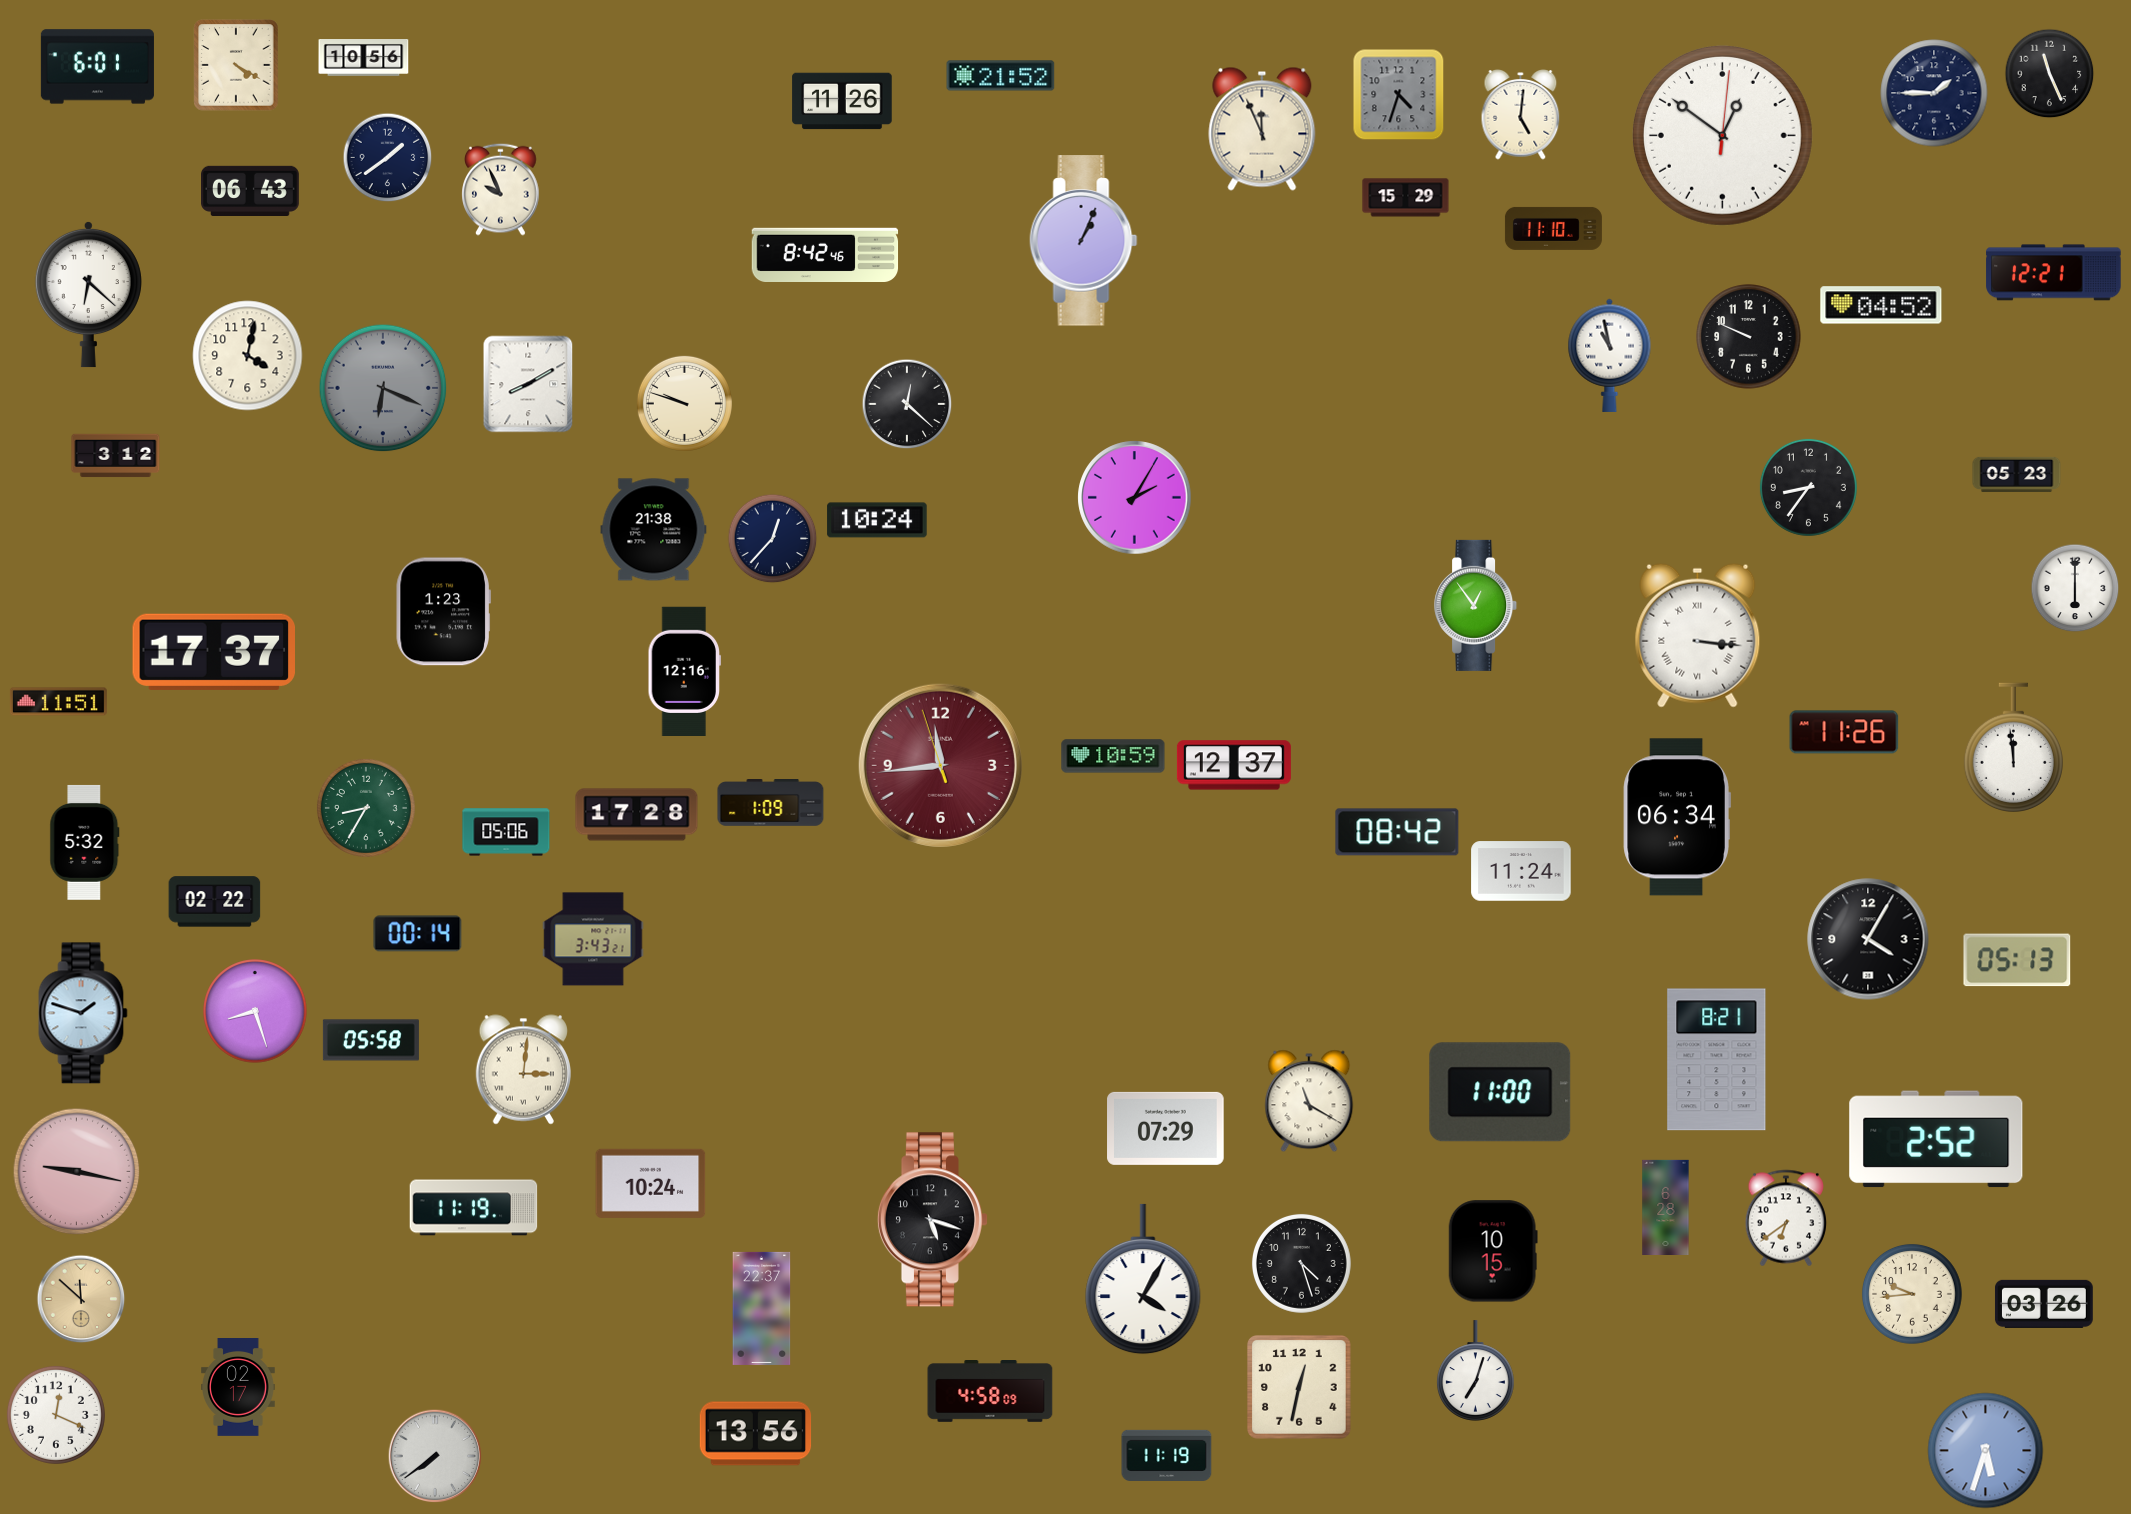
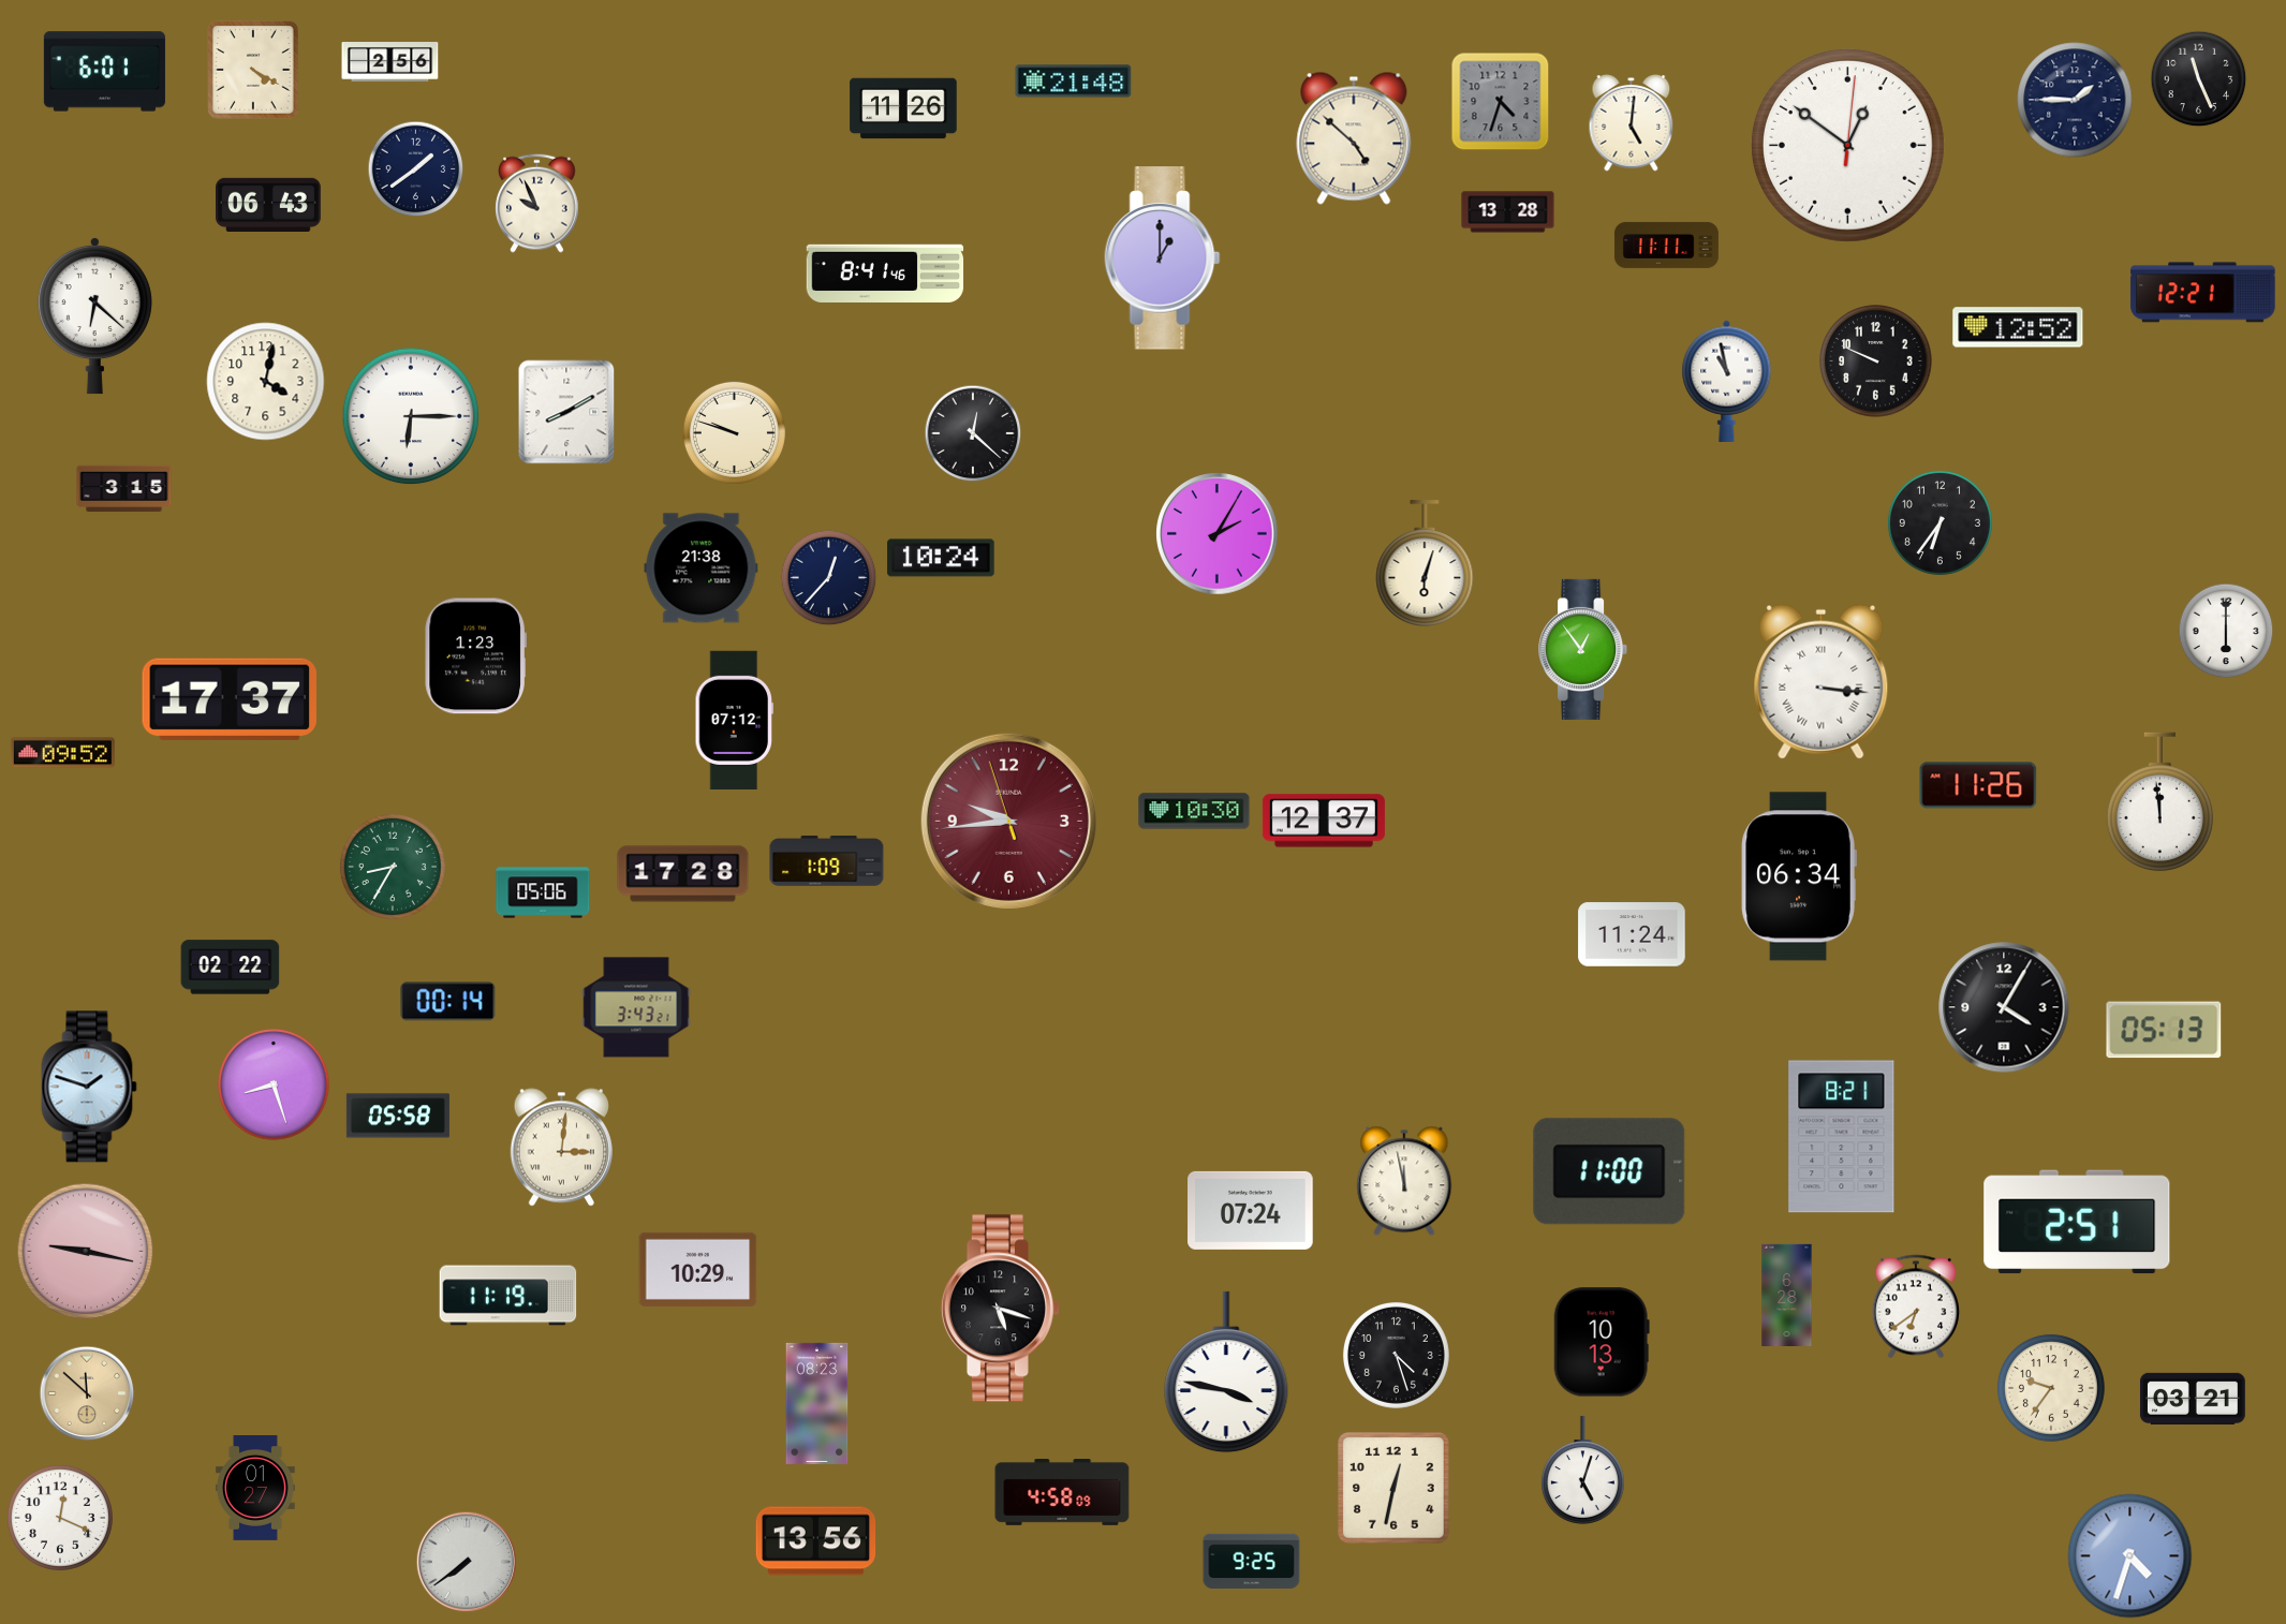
clock at (364, 58): 10:56 -> 2:56
clock at (1001, 76): 21:52 -> 21:48
clock at (1262, 129): 11:56 -> 4:52
clock at (1406, 198): 15:29 -> 13:28
clock at (1553, 228): 11:10 -> 11:11
clock at (1084, 241): 1:04 -> 1:00
clock at (825, 255): 8:42 -> 8:41
clock at (1881, 305): 04:52 -> 12:52
clock at (383, 388): 6:19 -> 6:15
clock at (383, 388) dial: grey -> white
clock at (116, 456): 3:12 -> 3:15
clock at (2017, 474): 05:23 -> none
clock at (1808, 487): 8:36 -> 6:36
clock at (1425, 563): none -> 6:03
clock at (685, 671): 12:16 -> 07:12
clock at (58, 702): 11:51 -> 09:52
clock at (1113, 756): 10:59 -> 10:30
clock at (940, 765): 11:43 -> 9:43
clock at (1397, 832): 08:42 -> none
clock at (85, 842): 5:32 -> none
clock at (1309, 1101): 11:20 -> 11:58
clock at (1166, 1128): 07:29 -> 07:24
clock at (1936, 1139): 2:52 -> 2:51
clock at (77, 1172) position: (77, 1172) -> (86, 1252)
clock at (651, 1183): 10:24 -> 10:29
clock at (1493, 1251): 10:15 -> 10:13
clock at (1143, 1279): 4:05 -> 3:47
clock at (1912, 1294): 9:44 -> 9:36
clock at (2044, 1304): 03:26 -> 03:21
clock at (762, 1308): 22:37 -> 08:23
clock at (1475, 1371): 7:03 -> 5:03
clock at (239, 1388): 02:17 -> 01:27
clock at (756, 1434) position: (756, 1434) -> (816, 1541)
clock at (1986, 1451): 5:33 -> 4:33
clock at (1167, 1455): 11:19 -> 9:25
